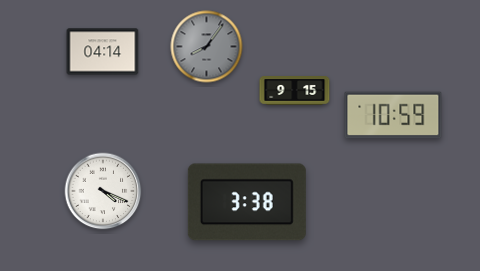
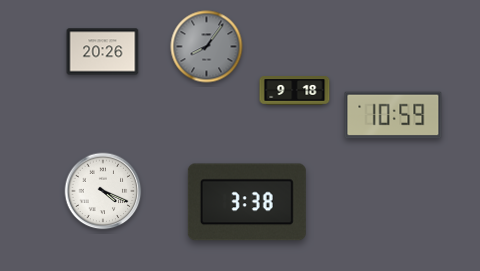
clock at (103, 52): 04:14 -> 20:26
clock at (295, 91): 9:15 -> 9:18
